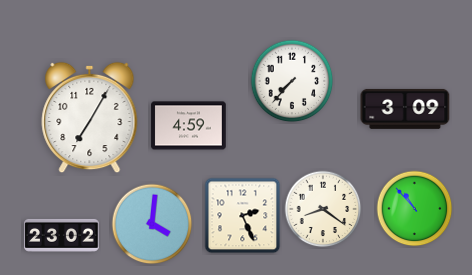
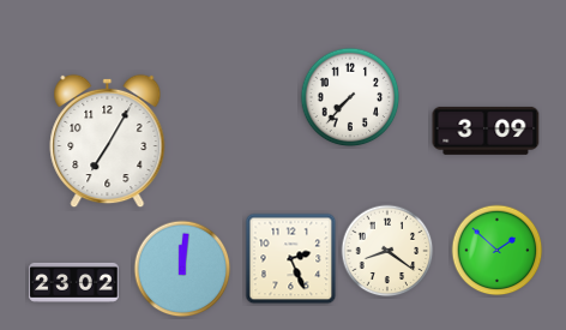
clock at (189, 126): 4:59 -> none
clock at (415, 209): 10:53 -> 1:52
clock at (152, 224): 4:01 -> 12:01
